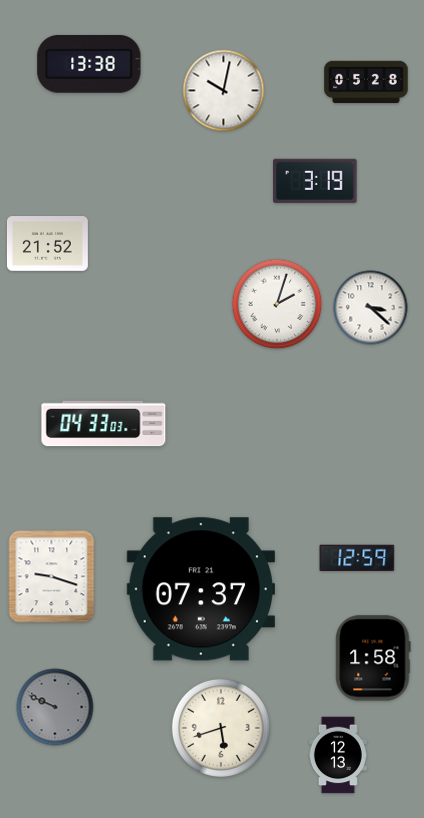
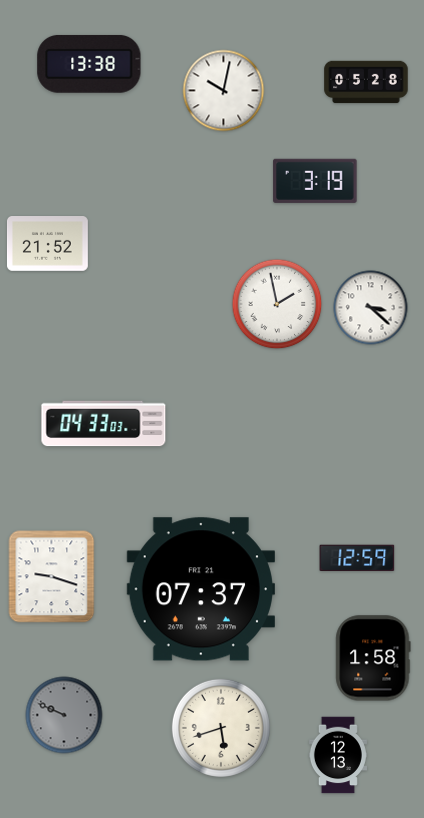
clock at (277, 304): 2:03 -> 1:58
clock at (55, 707) position: (55, 707) -> (64, 715)
